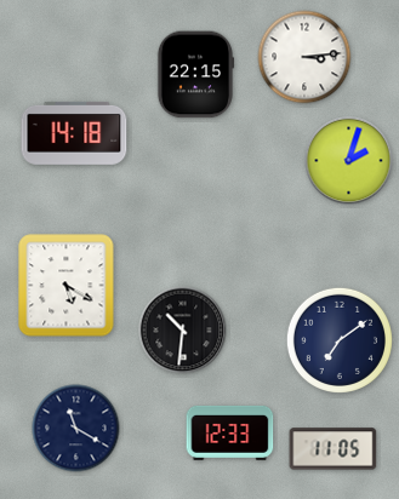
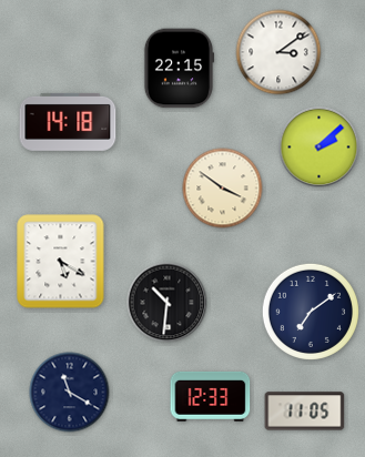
clock at (304, 57): 3:14 -> 3:09
clock at (349, 161): 2:03 -> 2:08
clock at (223, 189): none -> 3:51
